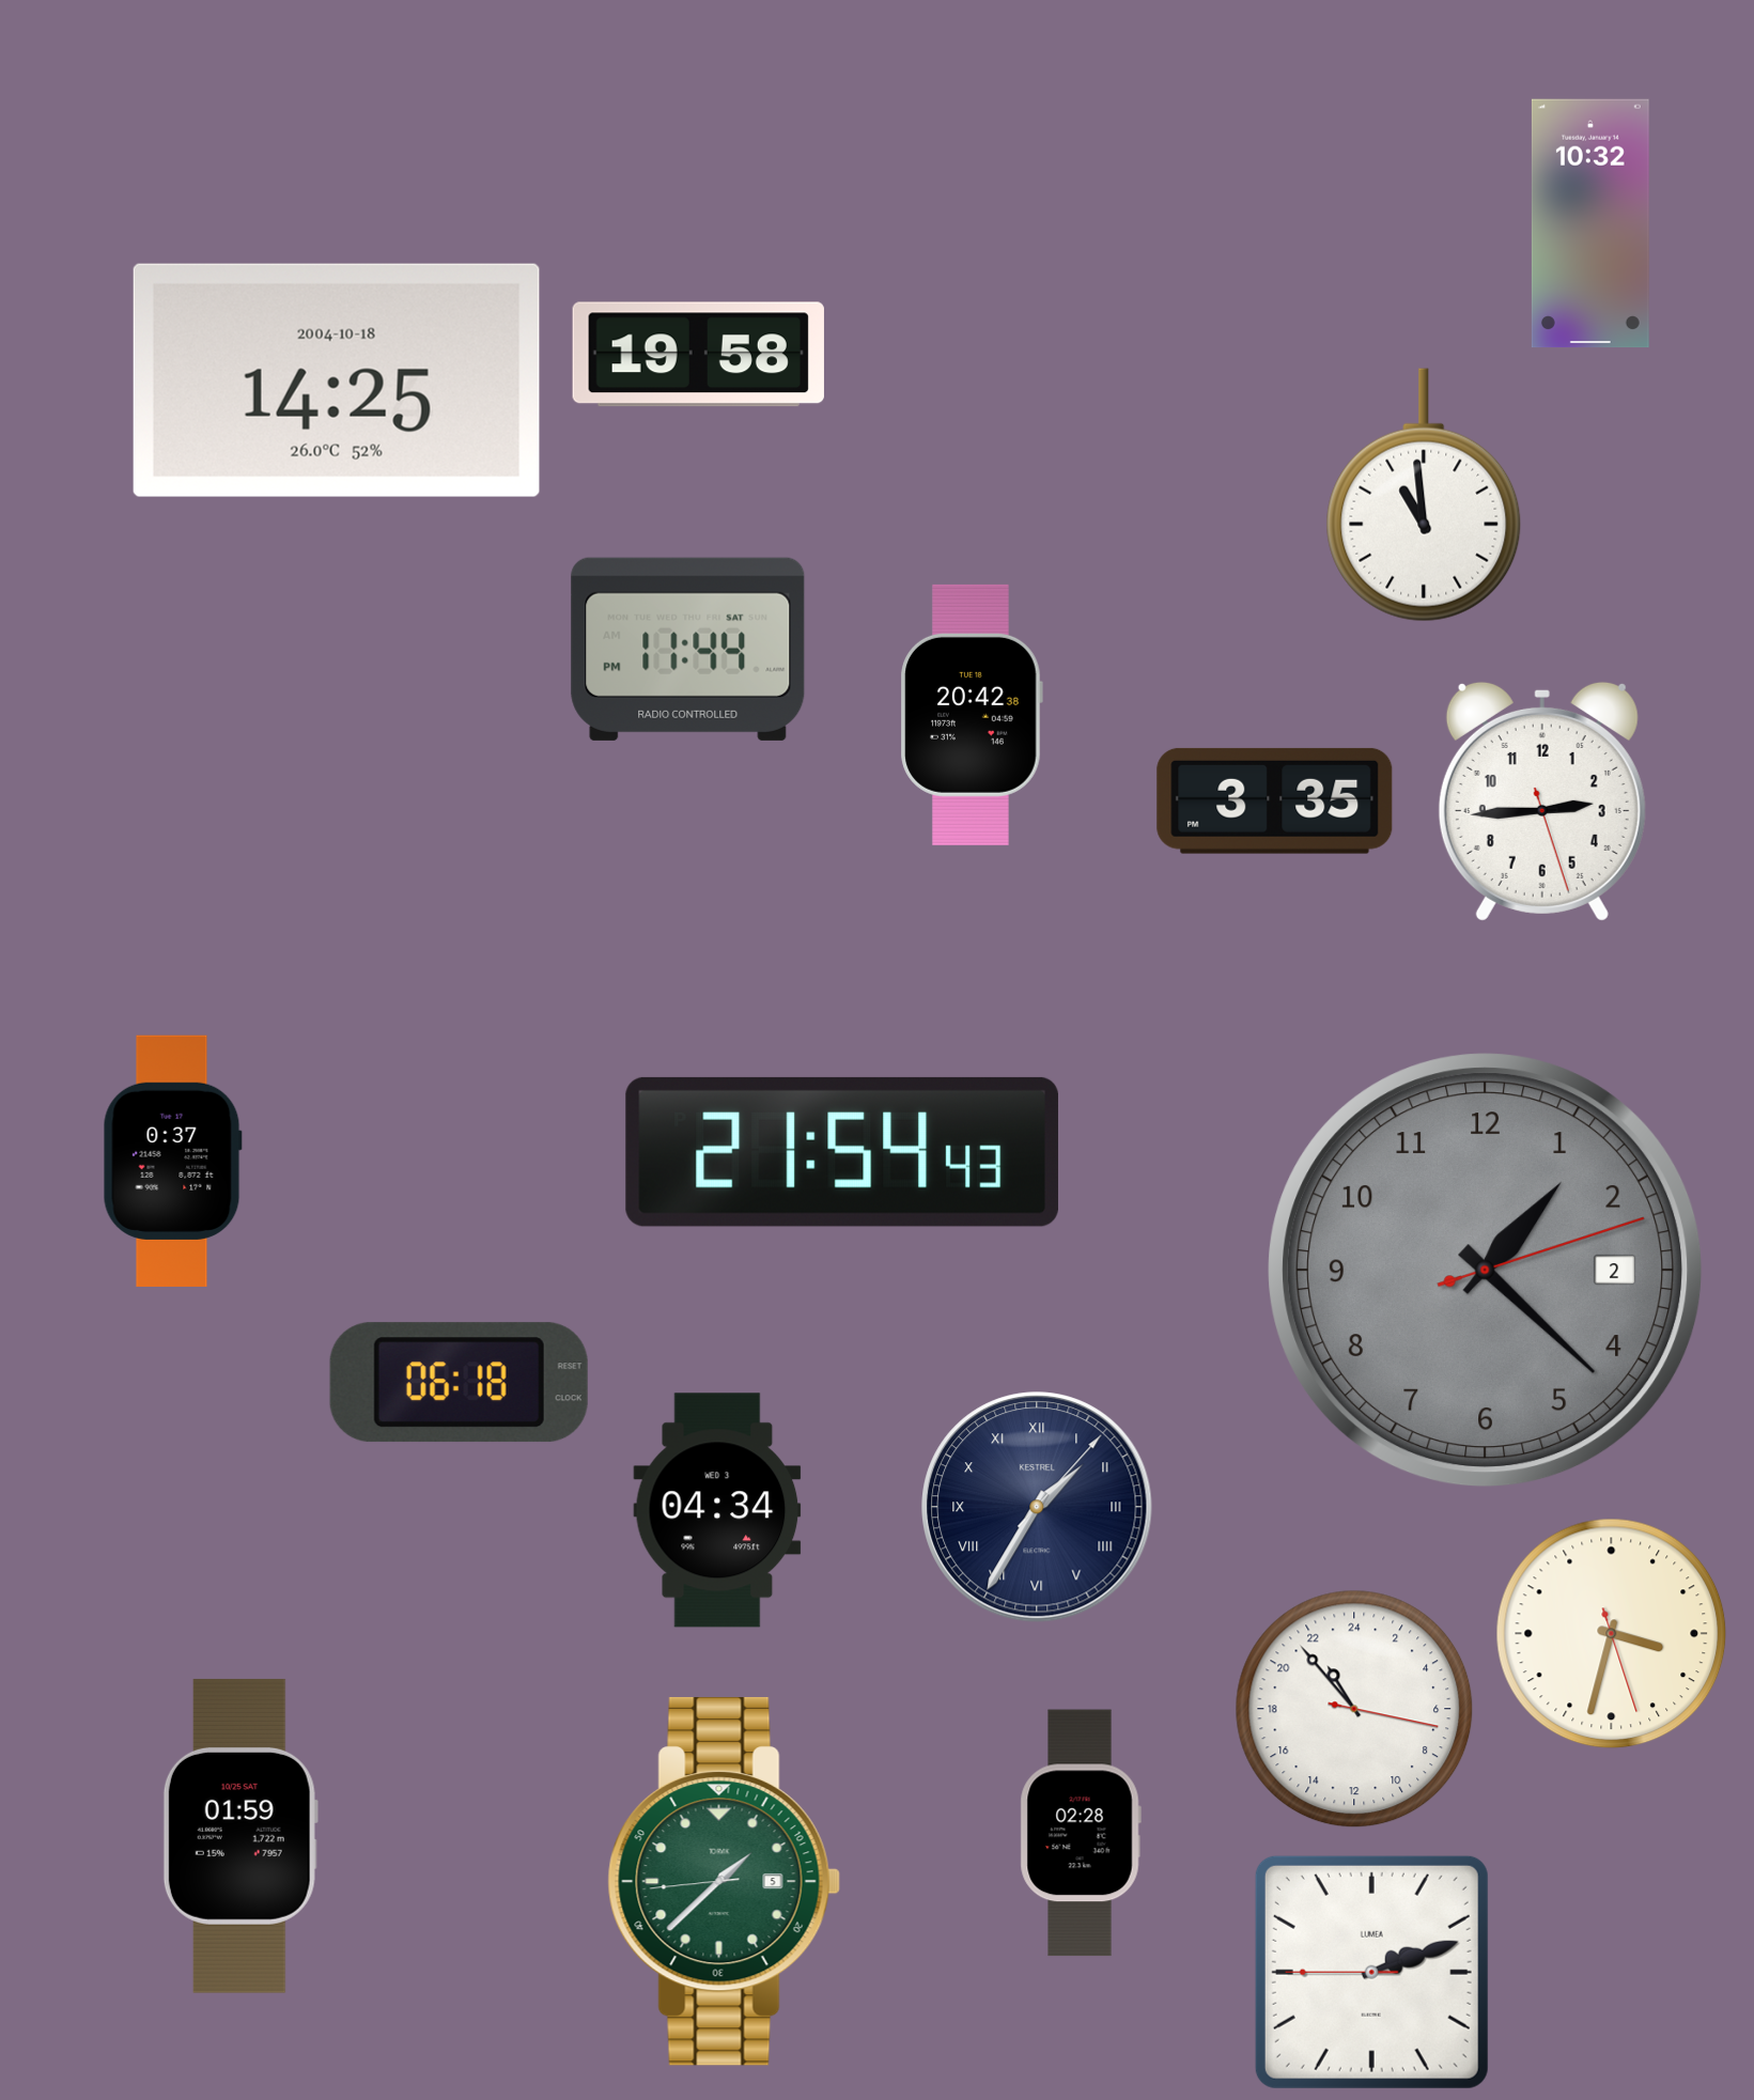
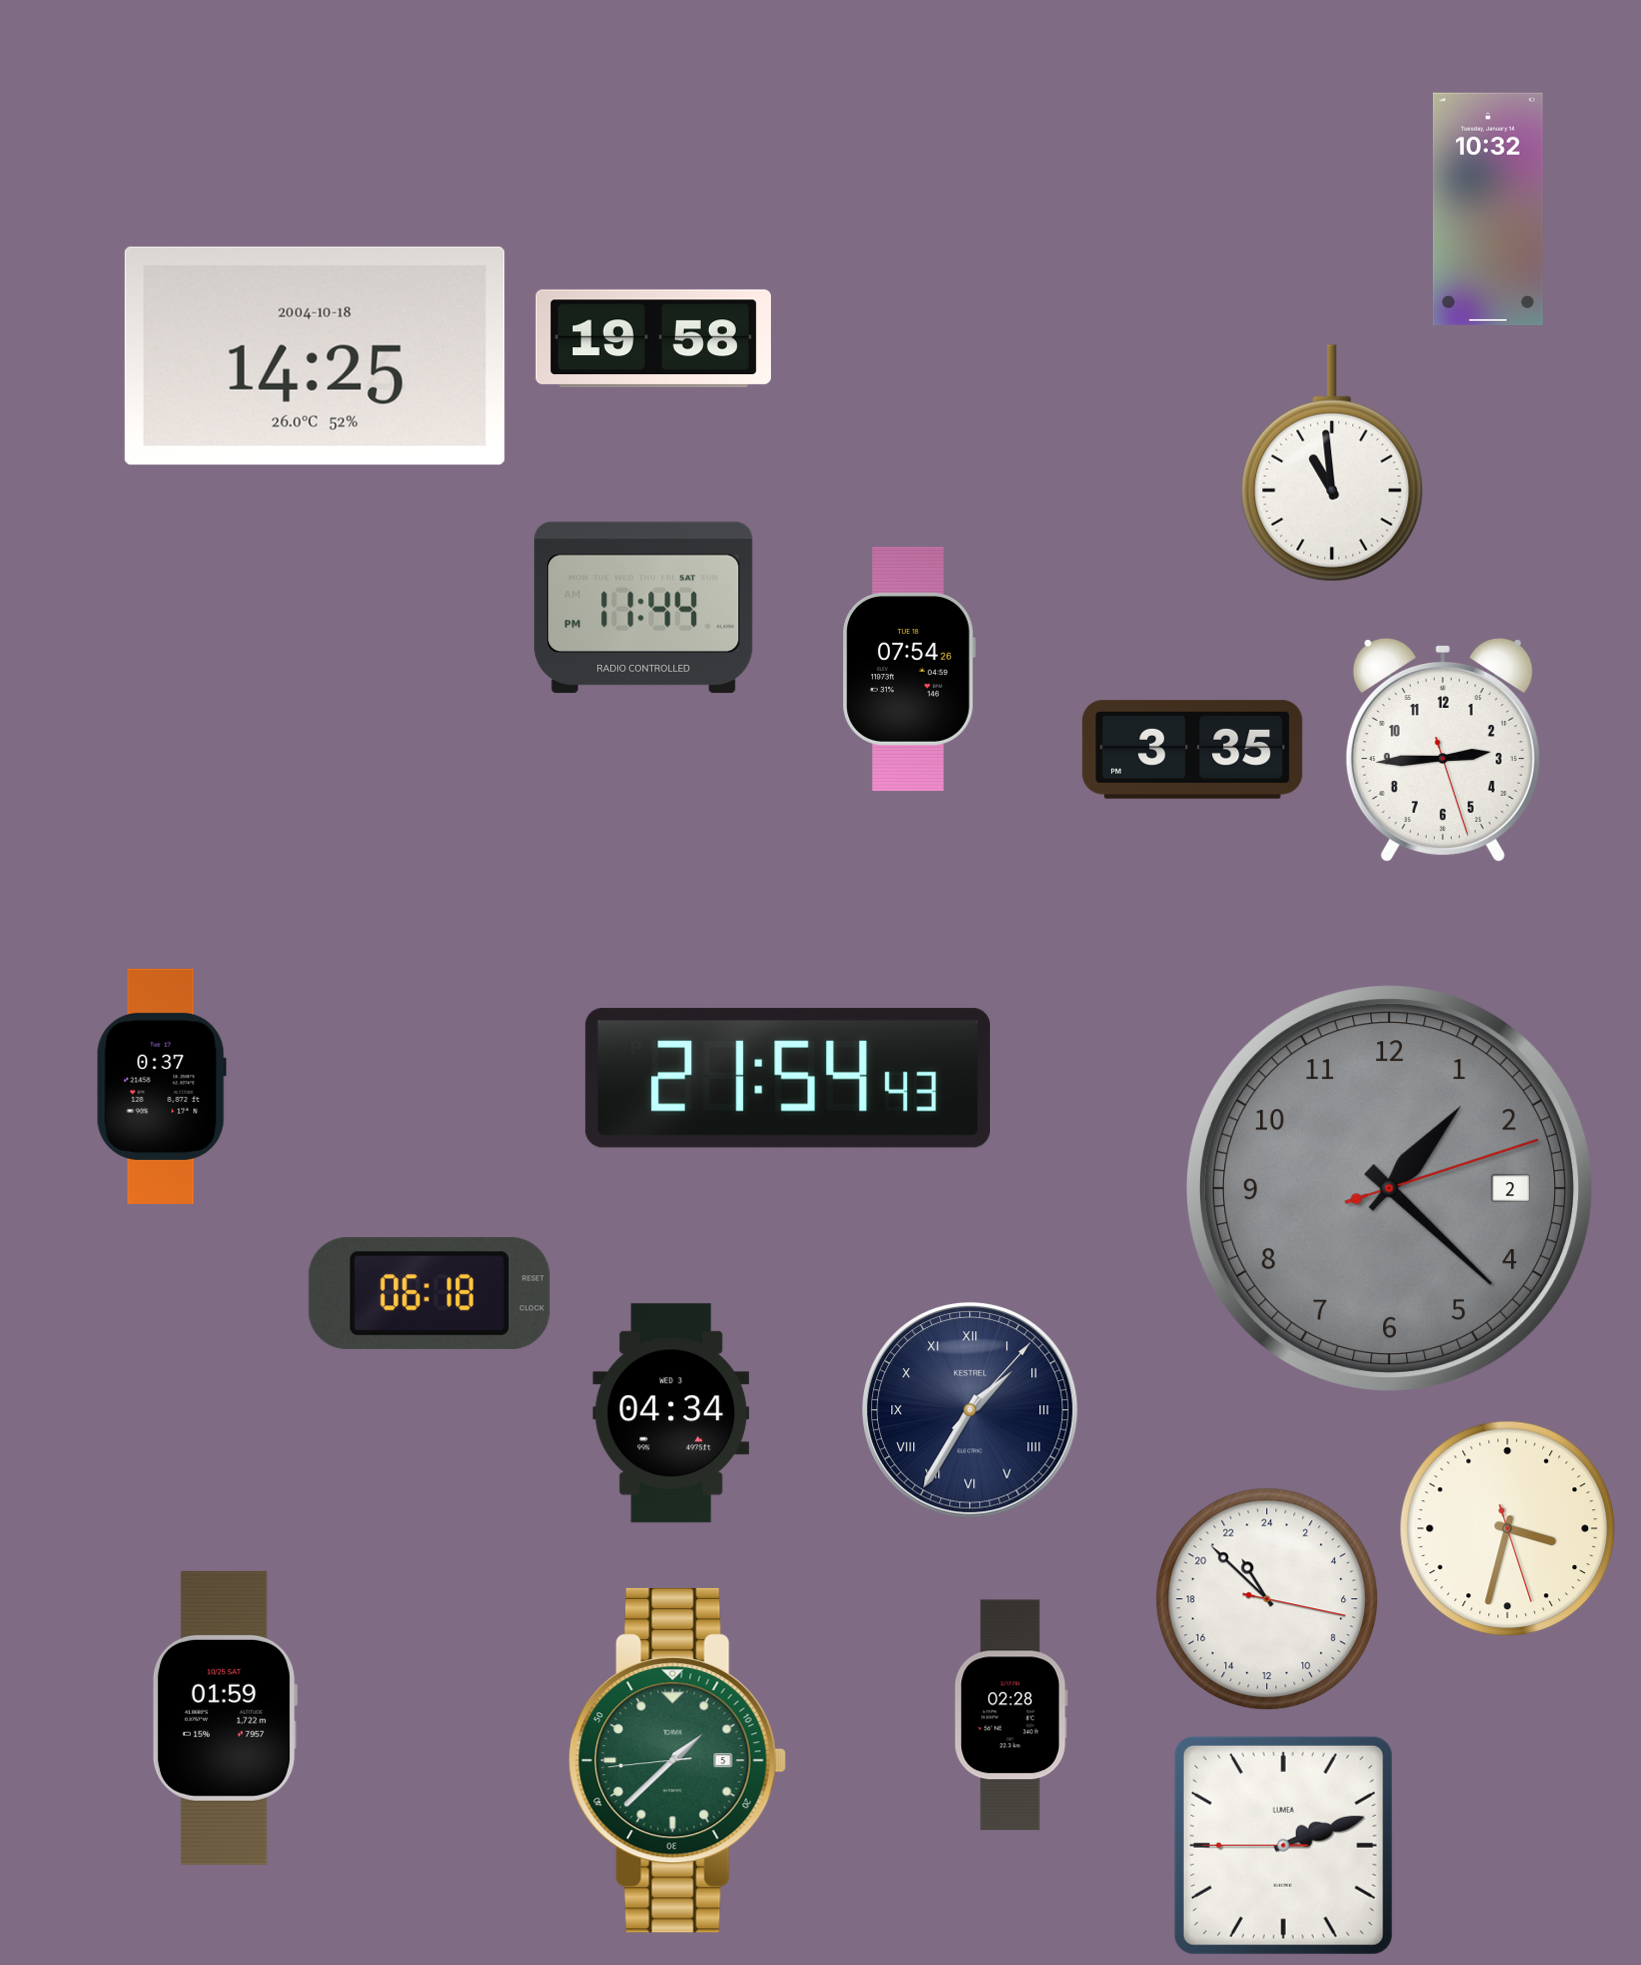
clock at (698, 355) position: (698, 355) -> (653, 339)
clock at (972, 715): 20:42 -> 07:54
clock at (1354, 1709): 21:53 -> 21:52
